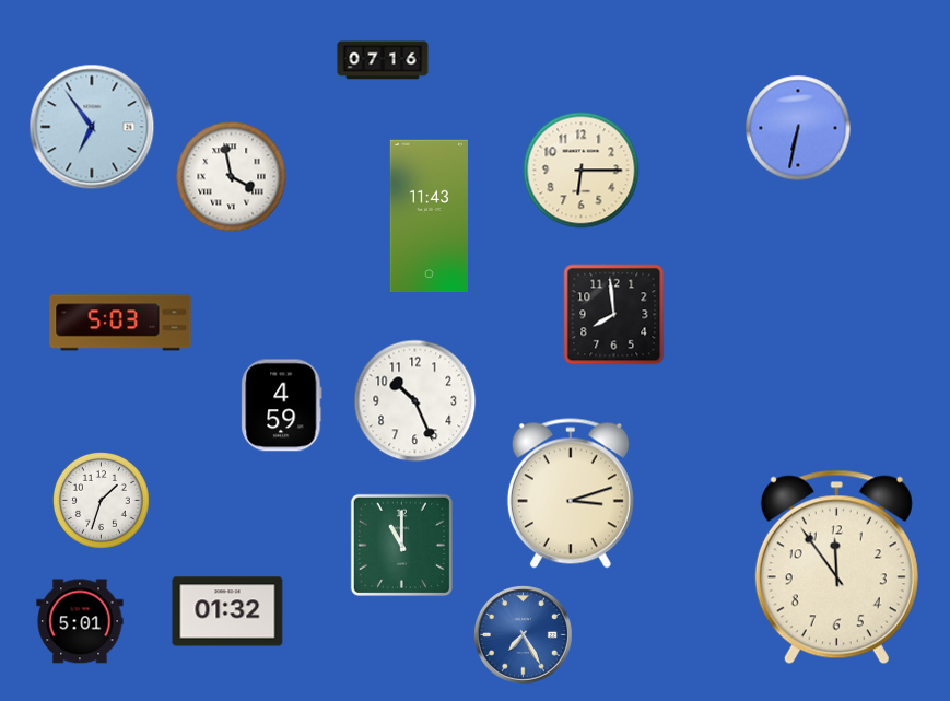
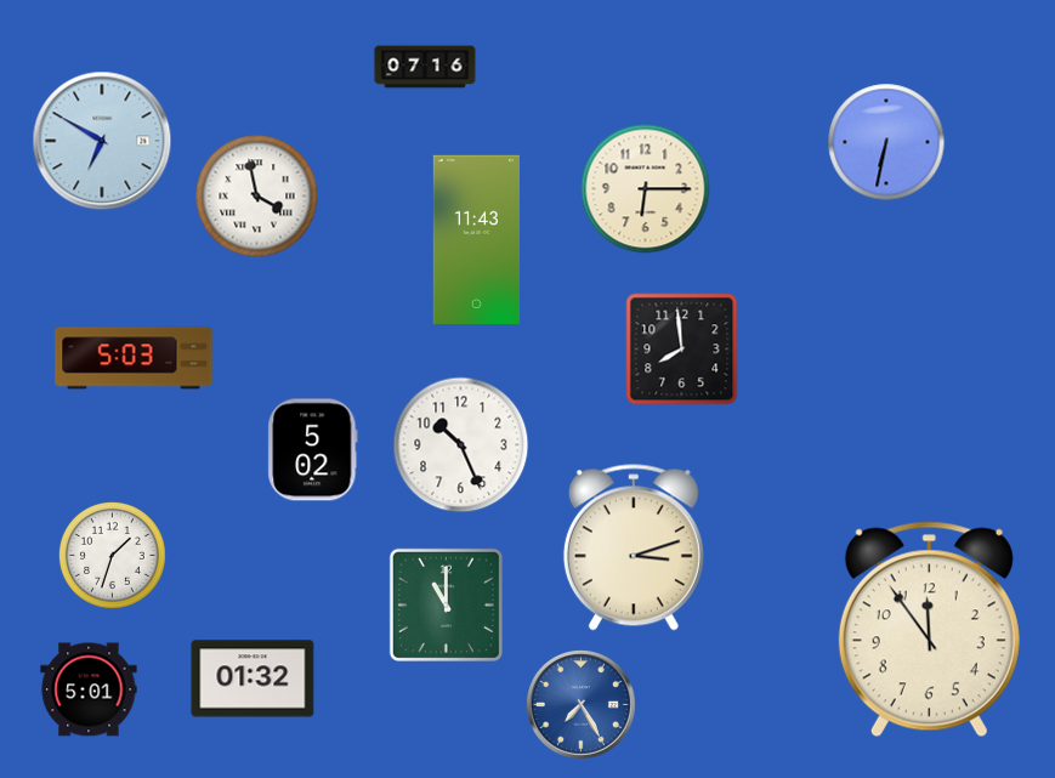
clock at (92, 127): 6:54 -> 6:50
clock at (282, 406): 4:59 -> 5:02
